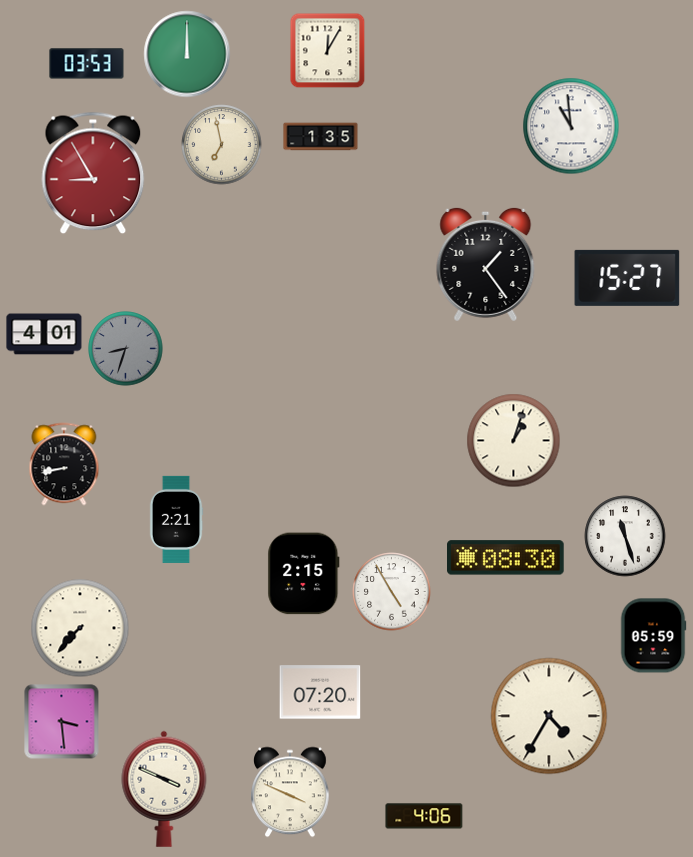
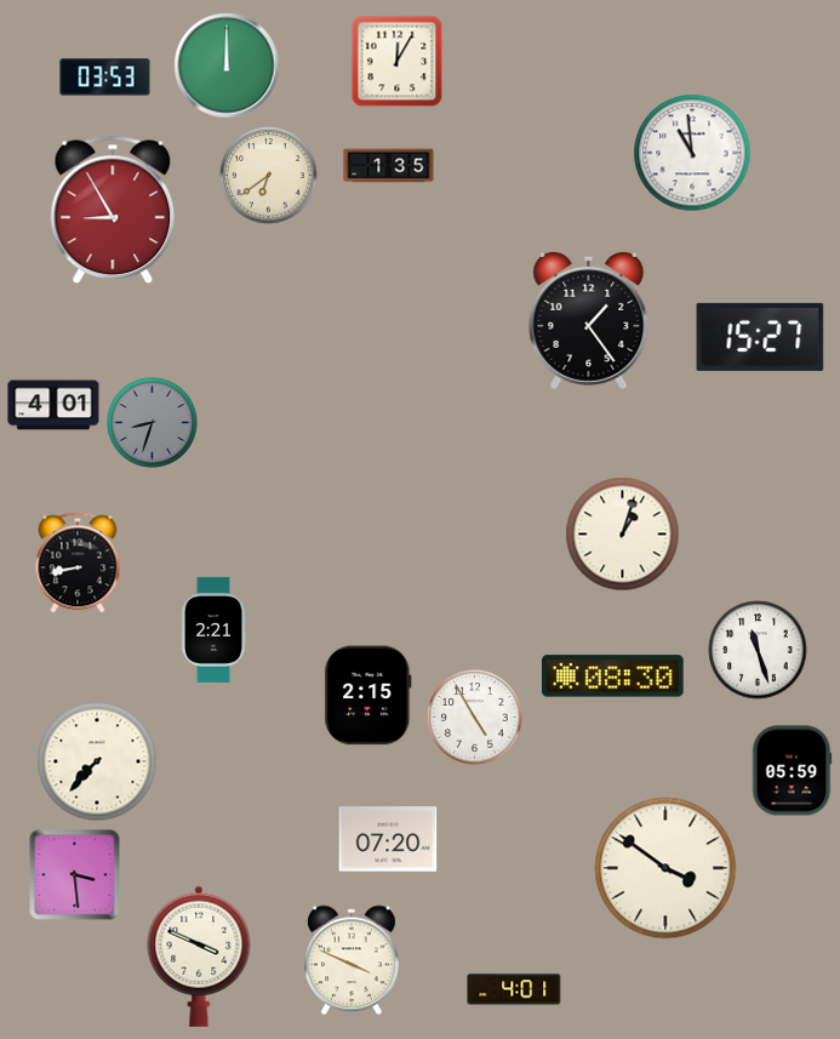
clock at (222, 145): 6:58 -> 6:39
clock at (549, 716): 4:35 -> 3:51
clock at (424, 816): 4:06 -> 4:01
